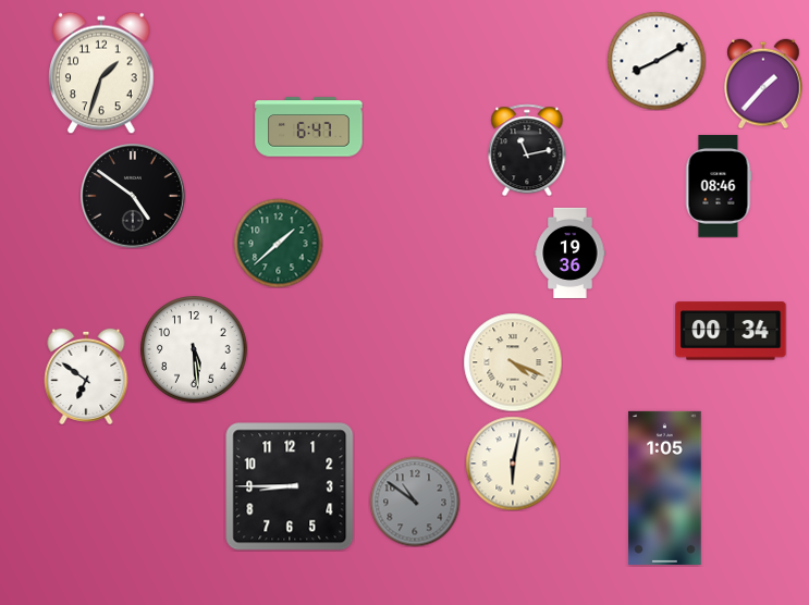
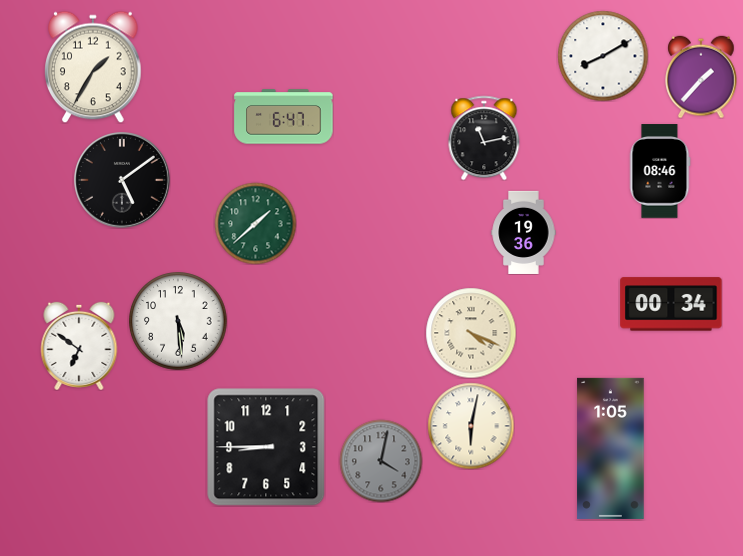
clock at (101, 73): 1:33 -> 1:35
clock at (134, 197): 4:51 -> 5:09
clock at (415, 502): 10:51 -> 4:02
